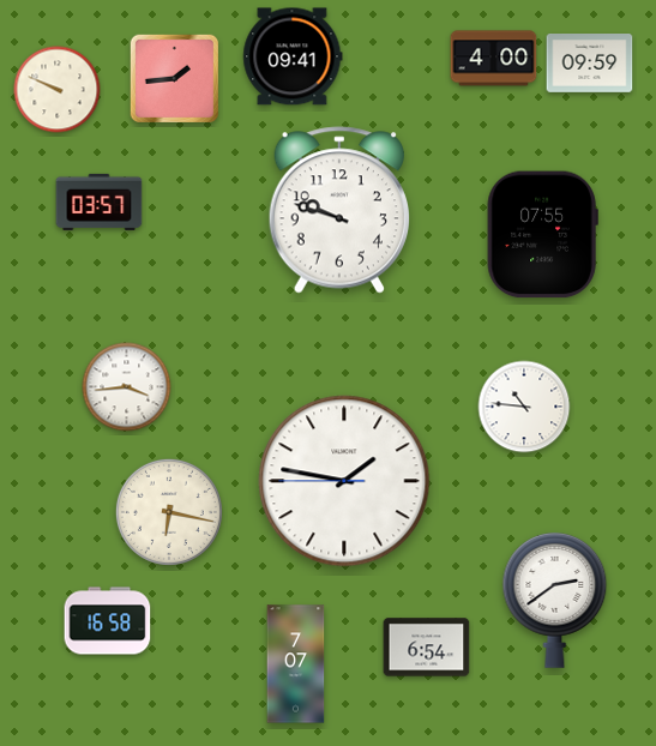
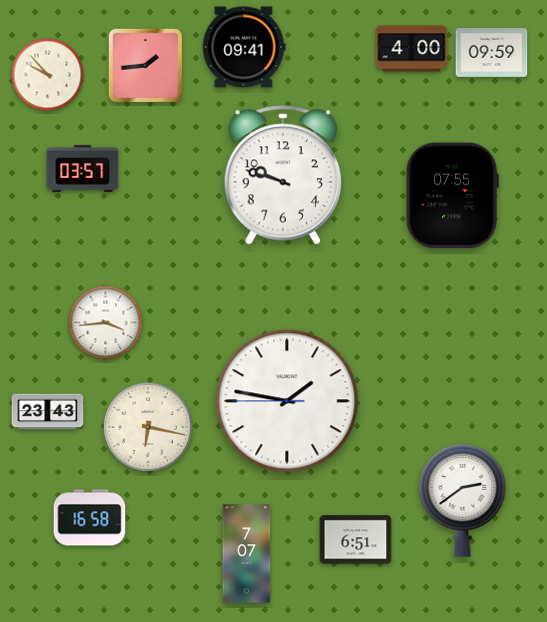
clock at (58, 90): 9:49 -> 9:53
clock at (524, 407): 10:46 -> none
clock at (48, 412): none -> 23:43
clock at (169, 512) position: (169, 512) -> (148, 427)
clock at (427, 648): 6:54 -> 6:51
